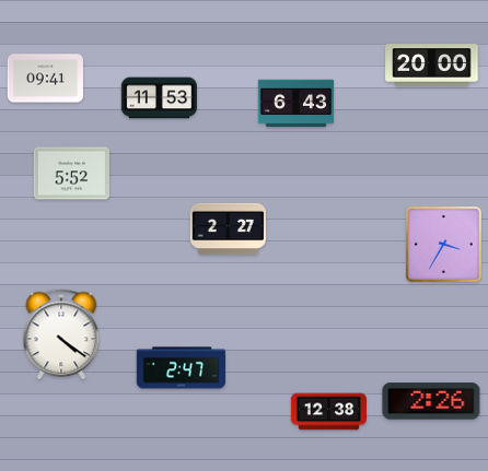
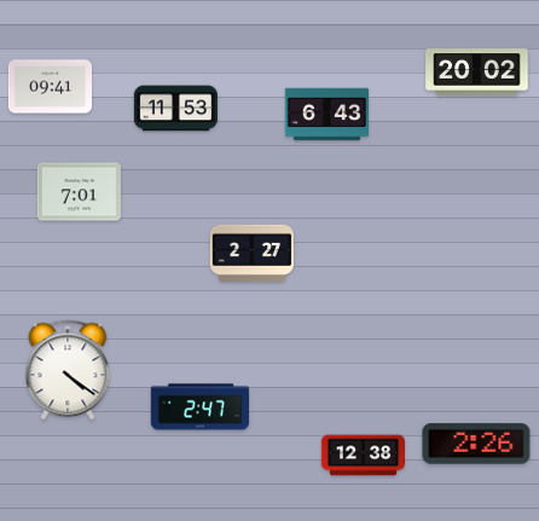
clock at (432, 66): 20:00 -> 20:02
clock at (71, 174): 5:52 -> 7:01
clock at (444, 245): 3:35 -> none
